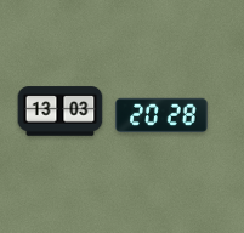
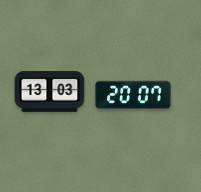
clock at (161, 115): 20:28 -> 20:07
